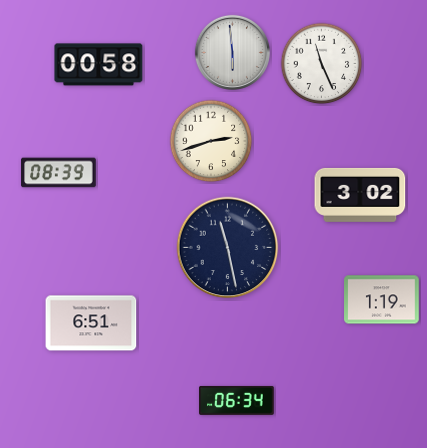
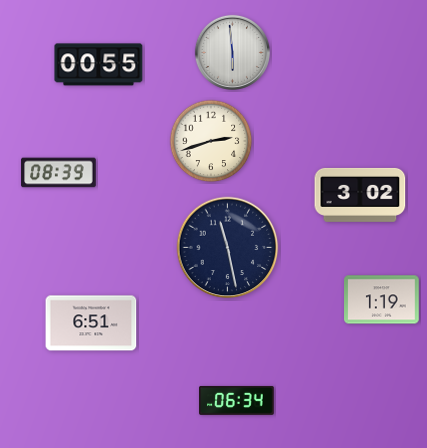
clock at (322, 64): 11:26 -> none
clock at (99, 65): 00:58 -> 00:55
